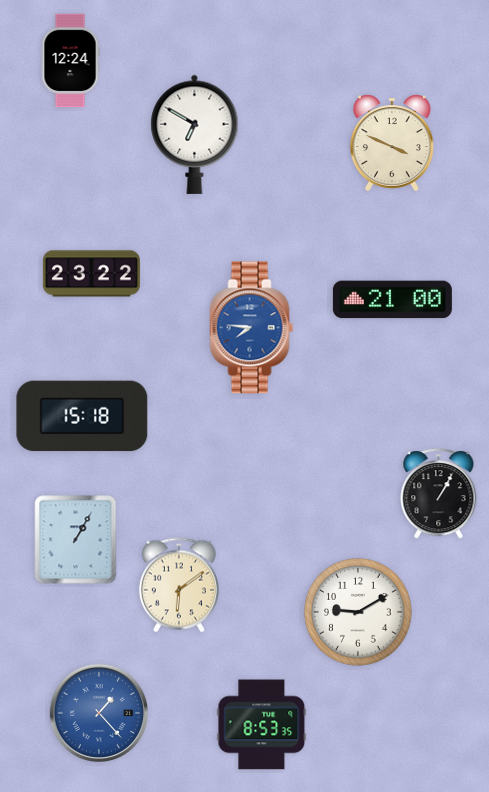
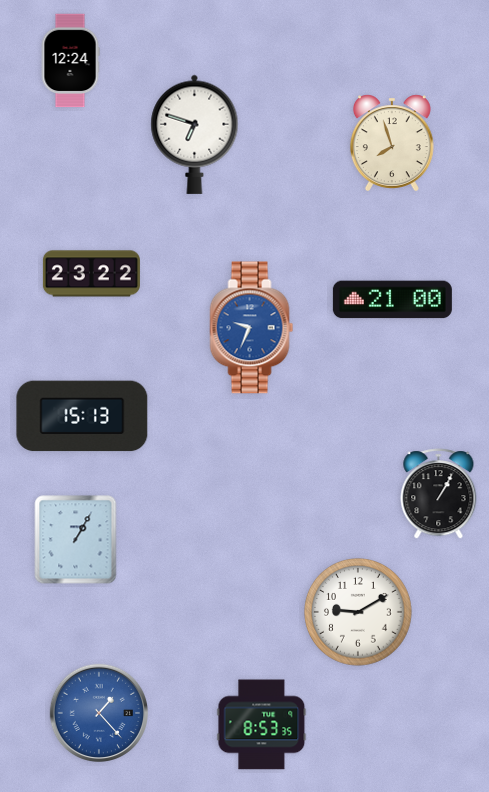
clock at (195, 134): 6:50 -> 6:48
clock at (392, 142): 3:49 -> 7:57
clock at (252, 328): 7:46 -> 9:34
clock at (82, 416): 15:18 -> 15:13
clock at (179, 585): 6:09 -> none
